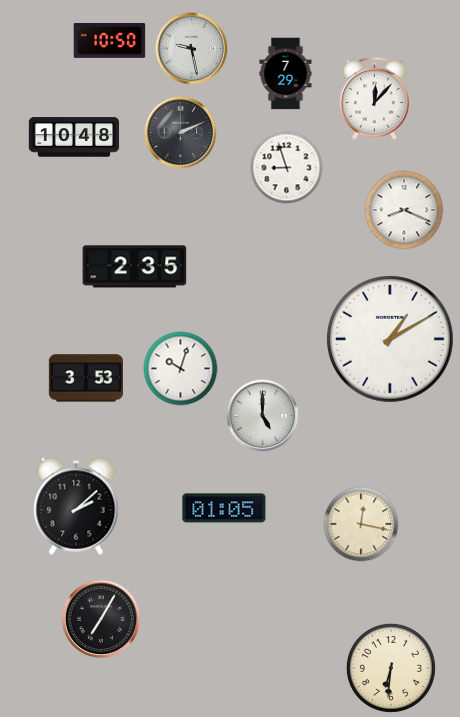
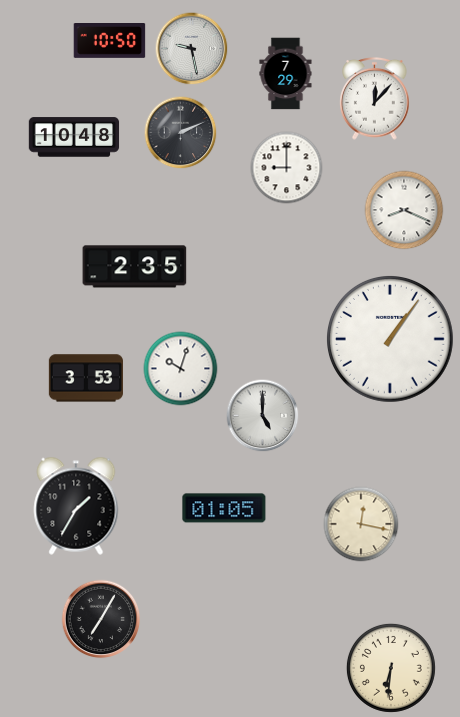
clock at (287, 168): 8:57 -> 9:00
clock at (391, 340): 1:10 -> 1:06
clock at (76, 506): 2:08 -> 1:35
